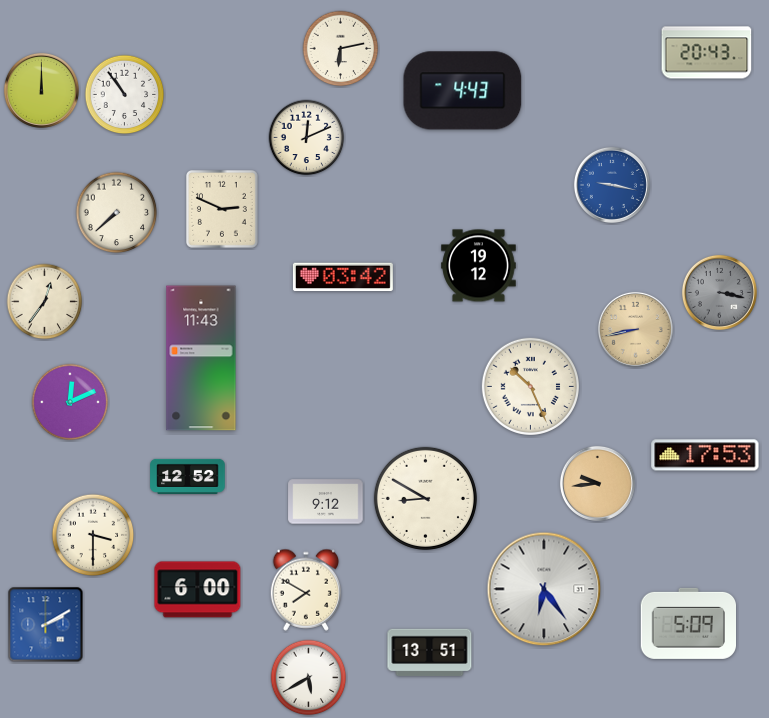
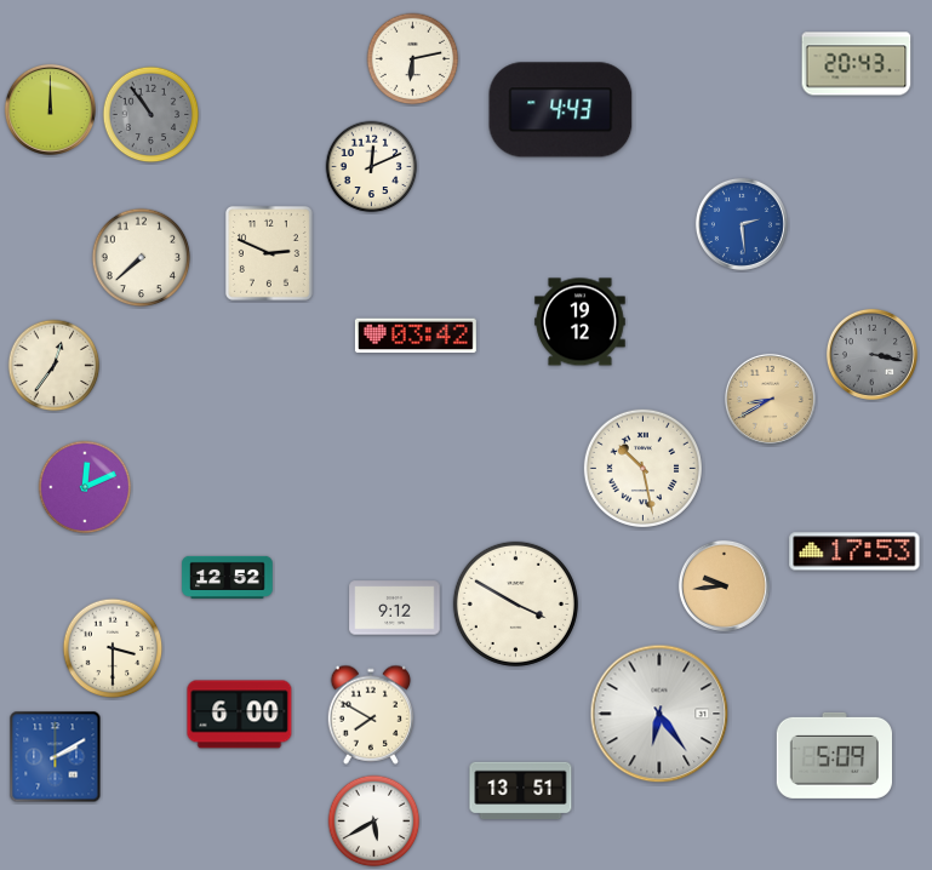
clock at (125, 95) dial: white -> grey
clock at (612, 185): 9:17 -> 2:29
clock at (635, 329): 8:43 -> 8:40
clock at (201, 358): 11:43 -> none
clock at (530, 386): 10:26 -> 10:28
clock at (425, 498): 8:50 -> 3:50
